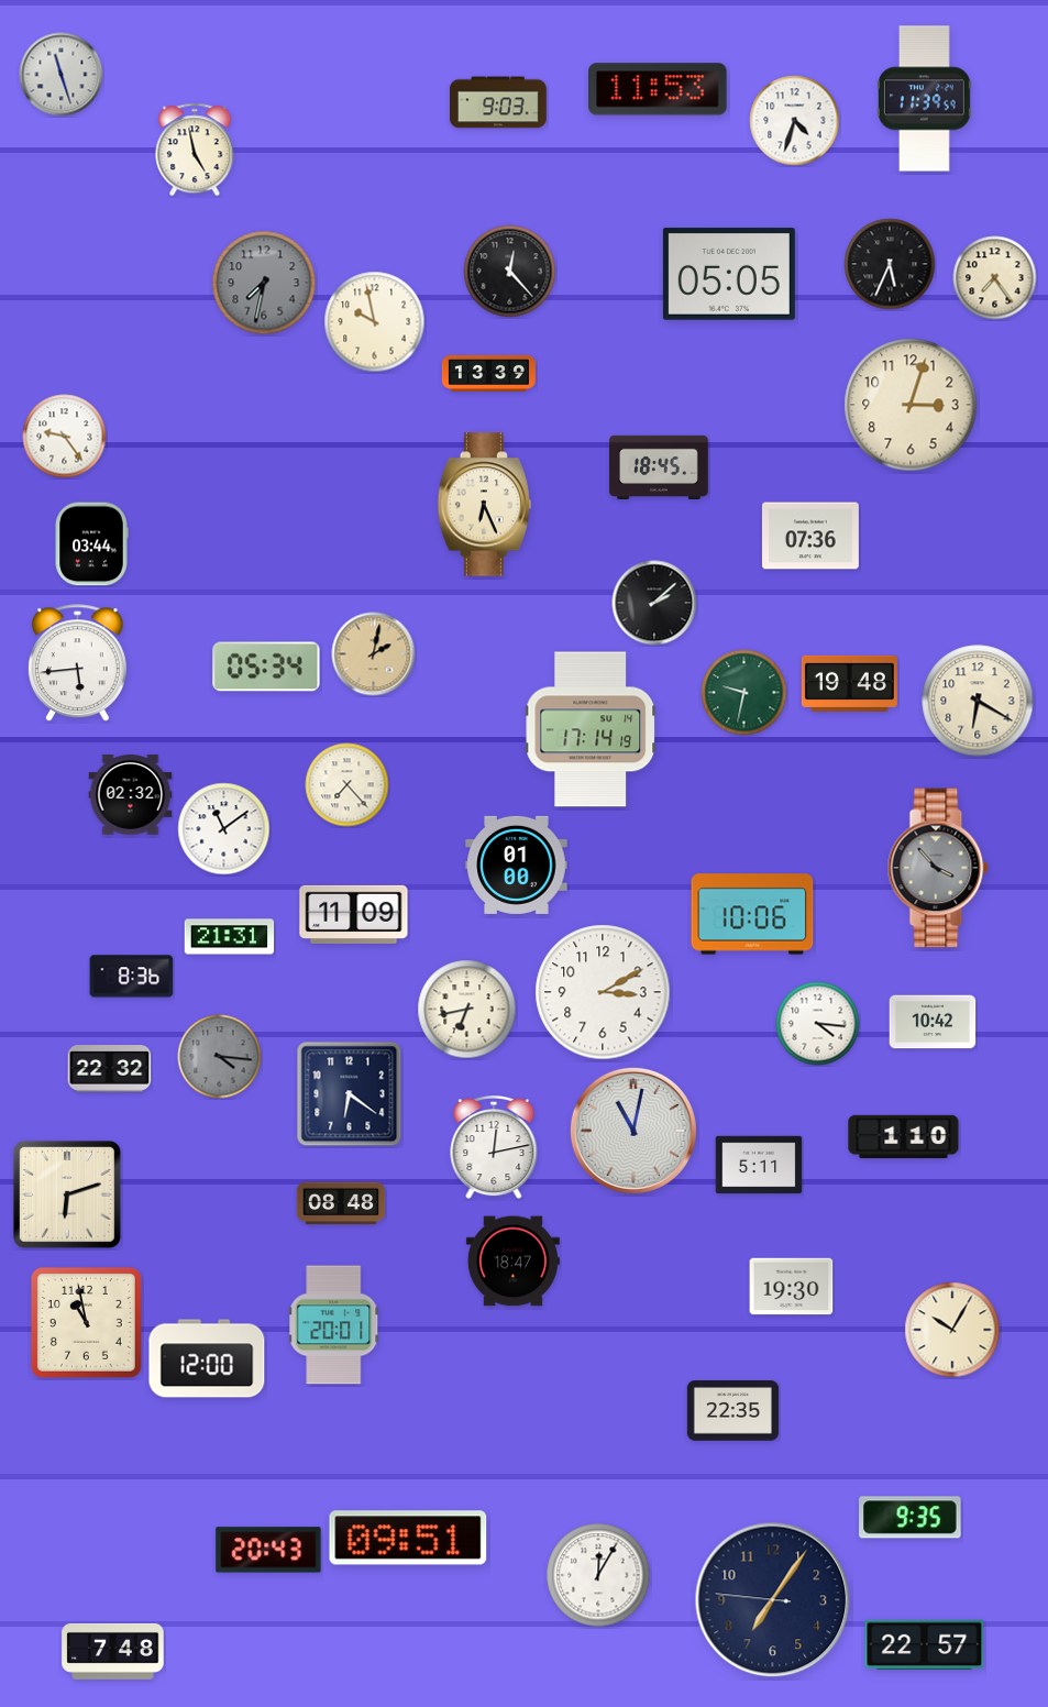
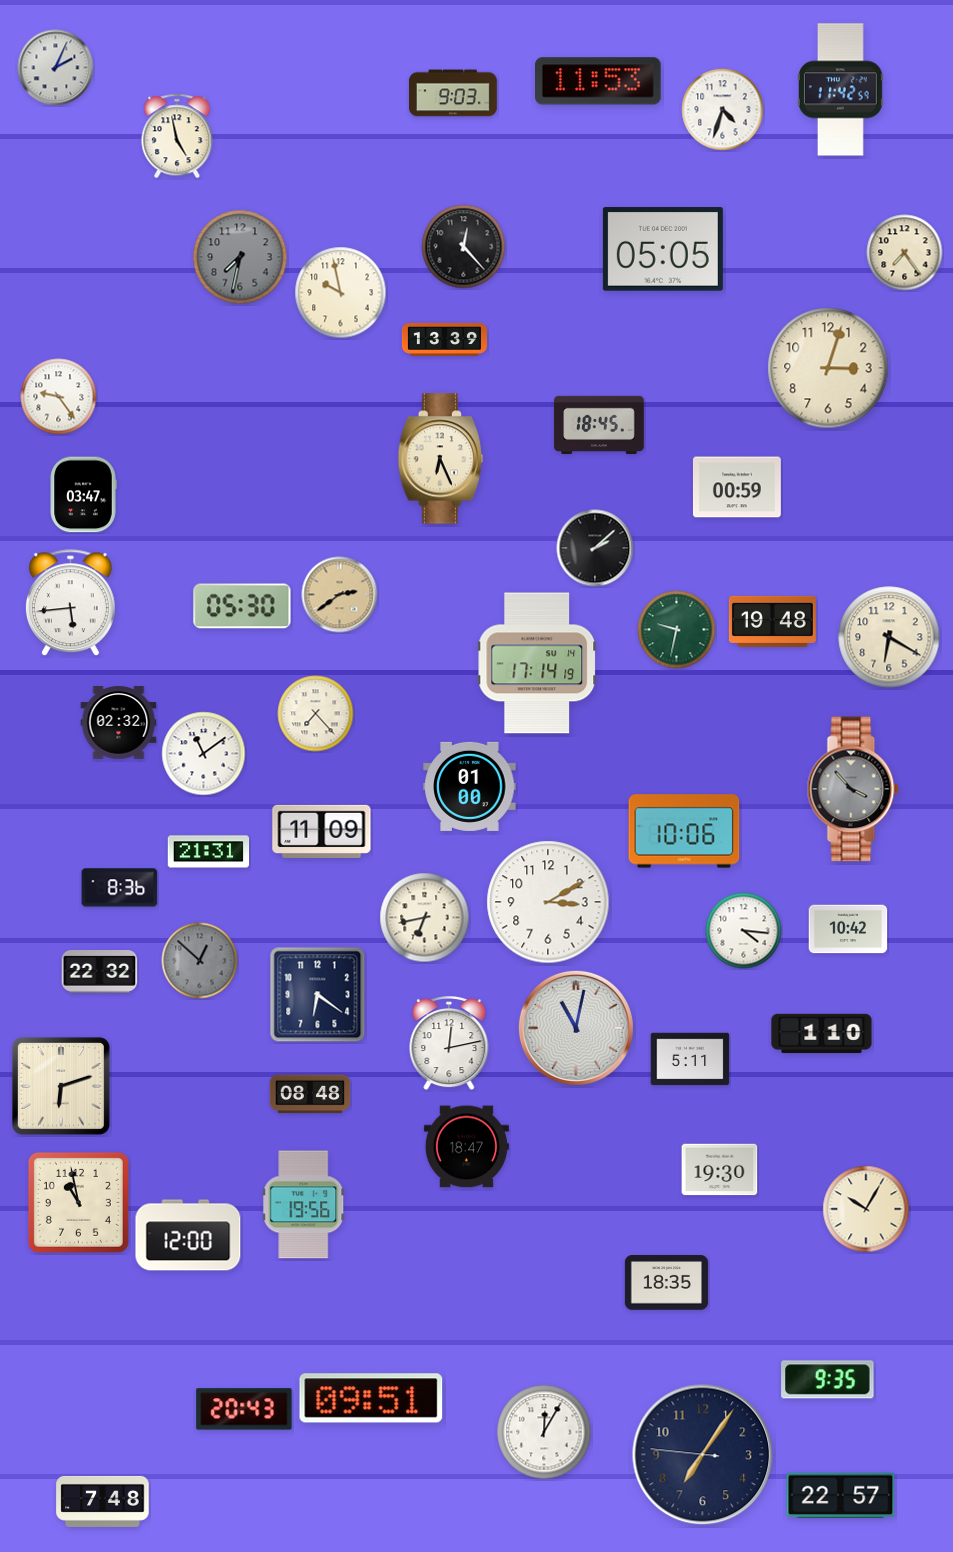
clock at (62, 75): 11:27 -> 2:04
clock at (924, 99): 11:39 -> 11:42
clock at (890, 264): 5:34 -> none
clock at (810, 536): 07:36 -> 00:59
clock at (91, 544): 03:44 -> 03:47
clock at (374, 654): 2:02 -> 2:39
clock at (266, 667): 05:34 -> 05:30
clock at (220, 1057): 4:16 -> 12:52
clock at (334, 1325): 20:01 -> 19:56
clock at (732, 1411): 22:35 -> 18:35
